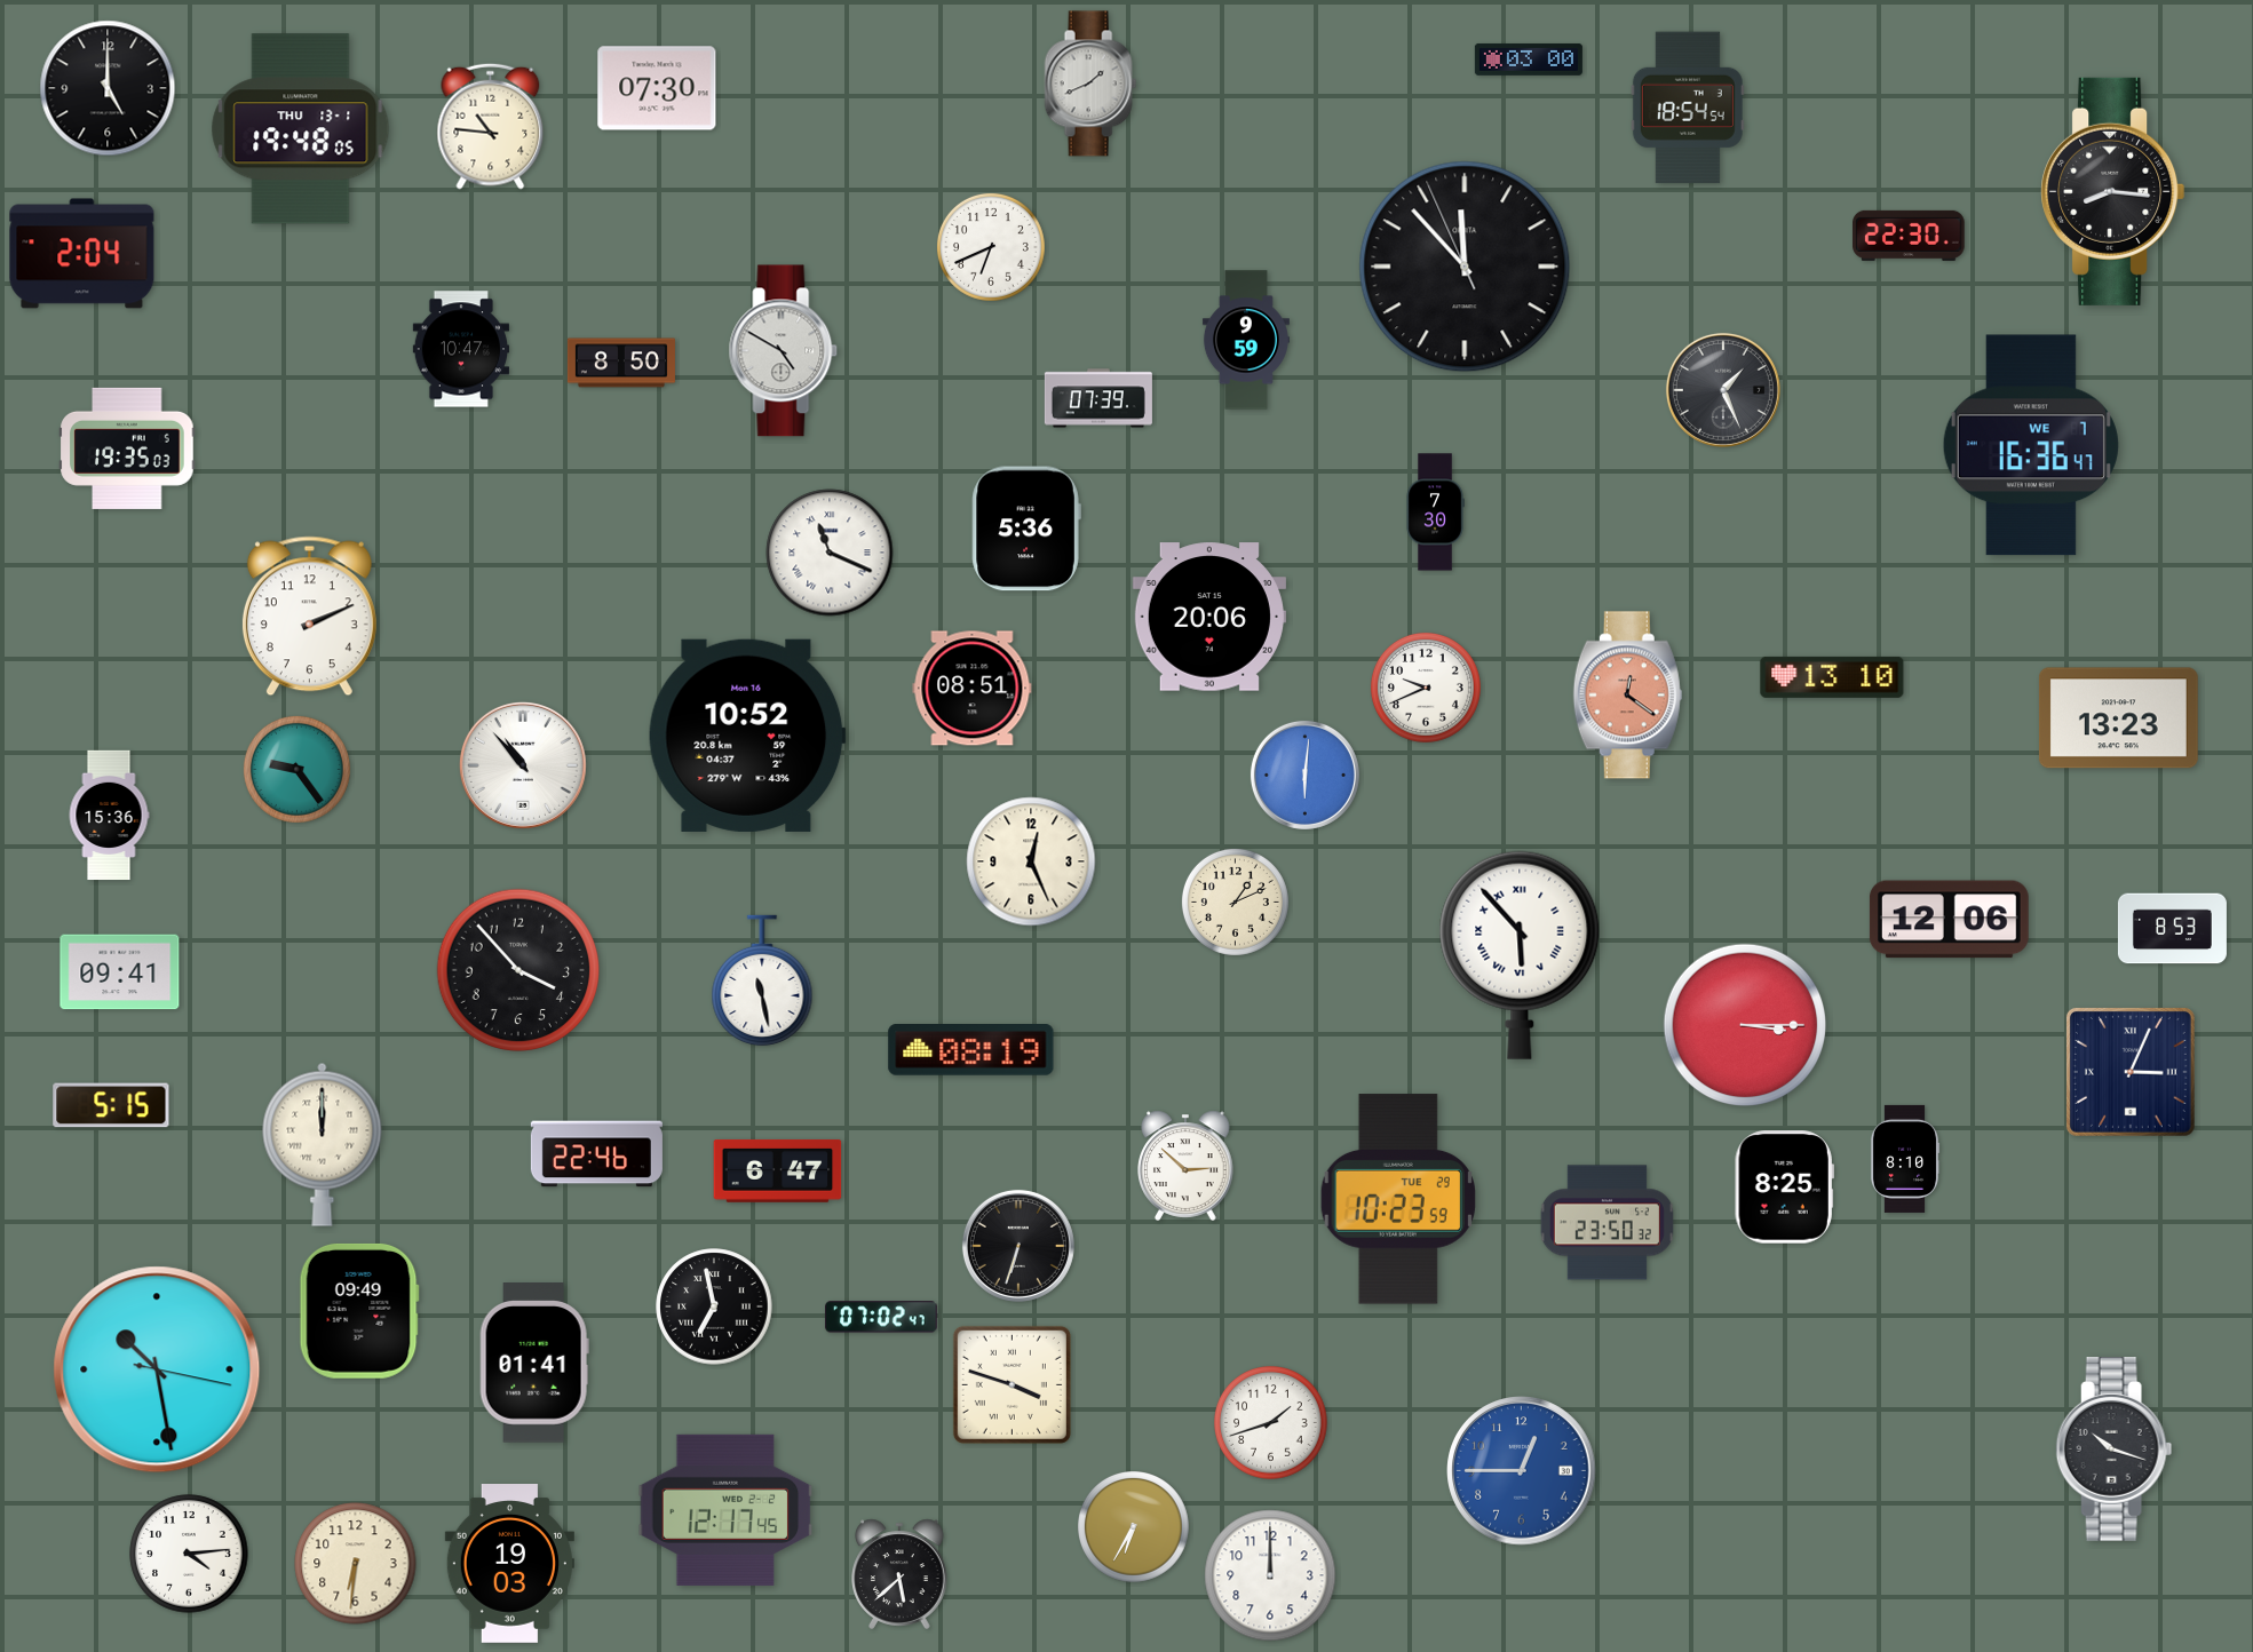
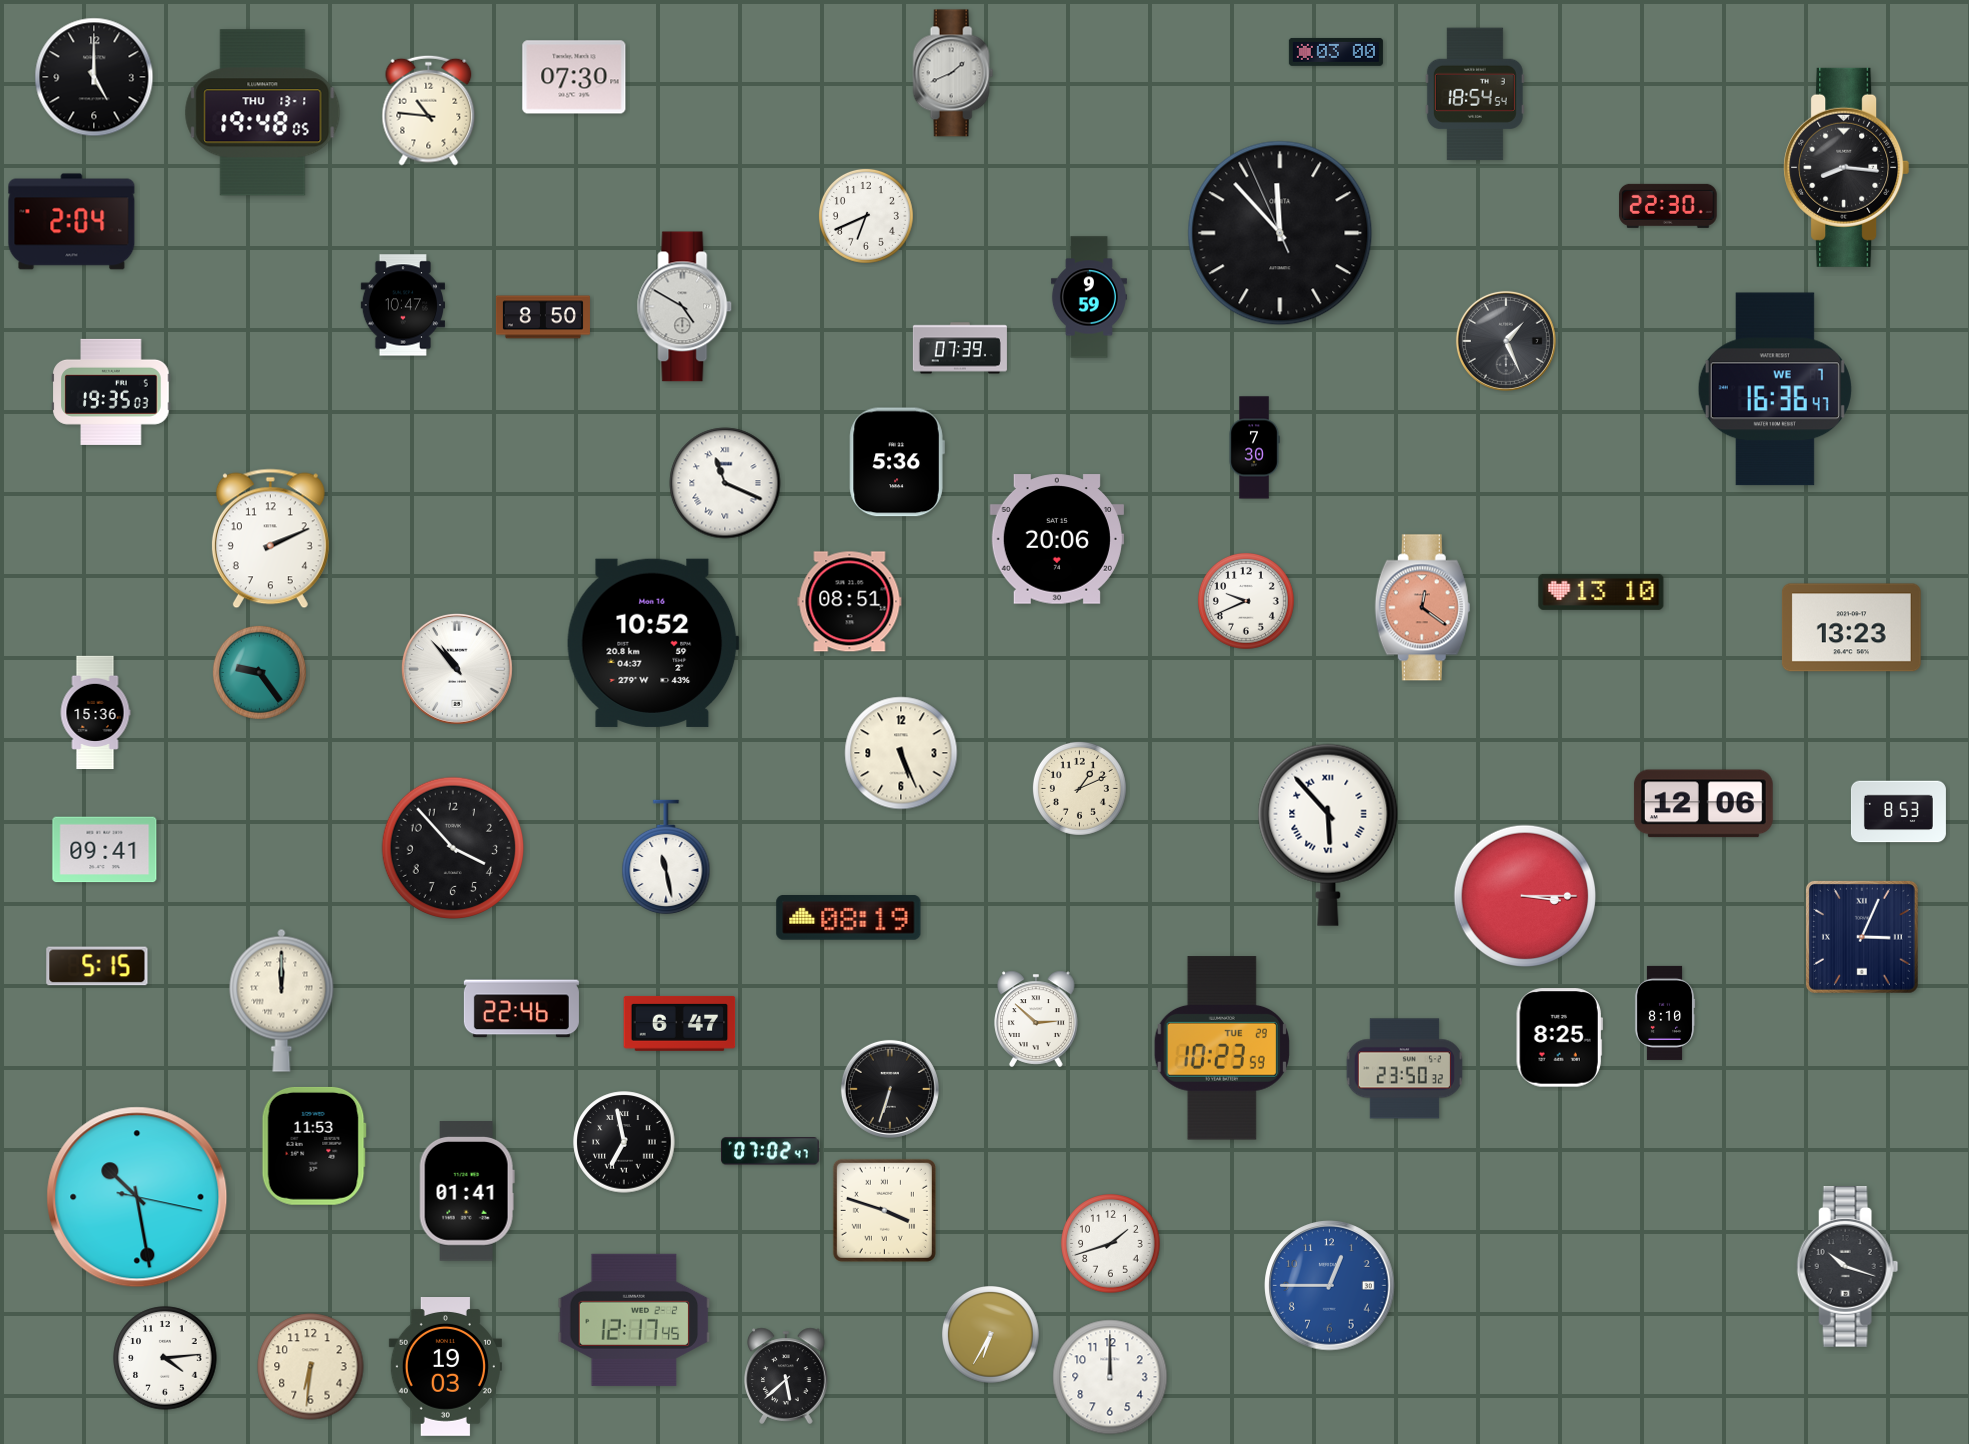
clock at (1304, 775): 6:01 -> none
clock at (1031, 861): 12:26 -> 5:26
clock at (359, 1311): 09:49 -> 11:53
